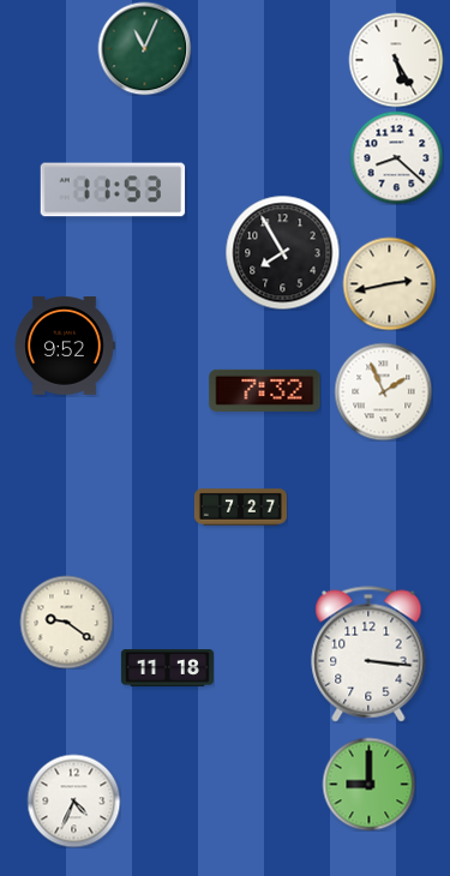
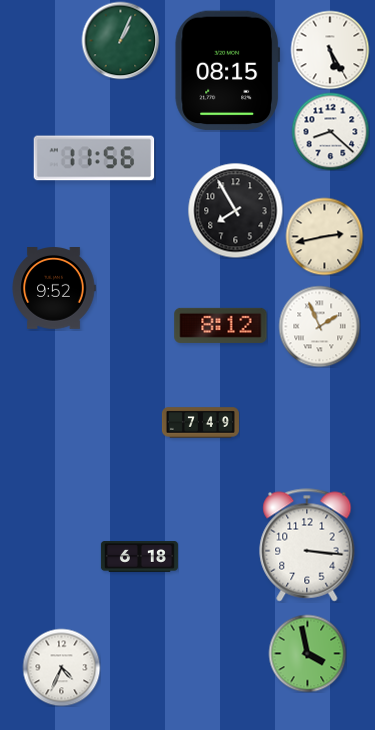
clock at (144, 48): 11:04 -> 1:04
clock at (228, 71): none -> 08:15
clock at (113, 190): 11:53 -> 11:56
clock at (265, 390): 7:32 -> 8:12
clock at (240, 508): 7:27 -> 7:49
clock at (66, 622): 9:21 -> none
clock at (167, 668): 11:18 -> 6:18
clock at (368, 784): 9:00 -> 3:58
